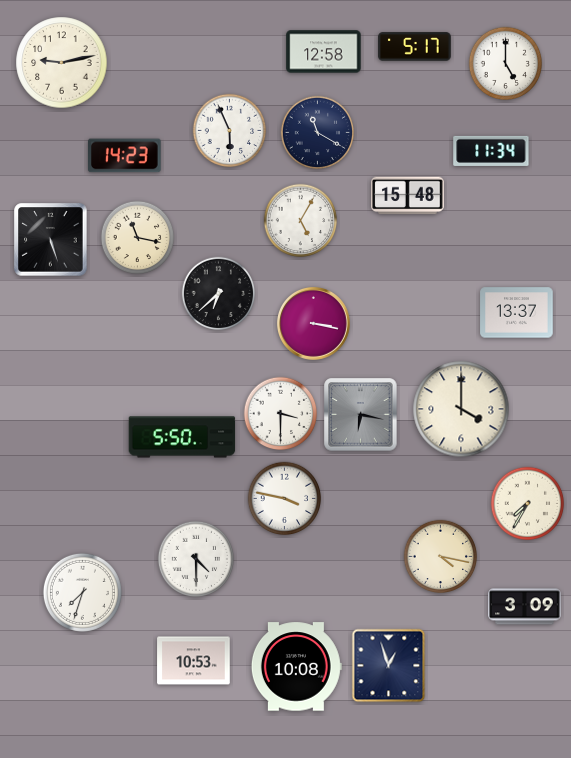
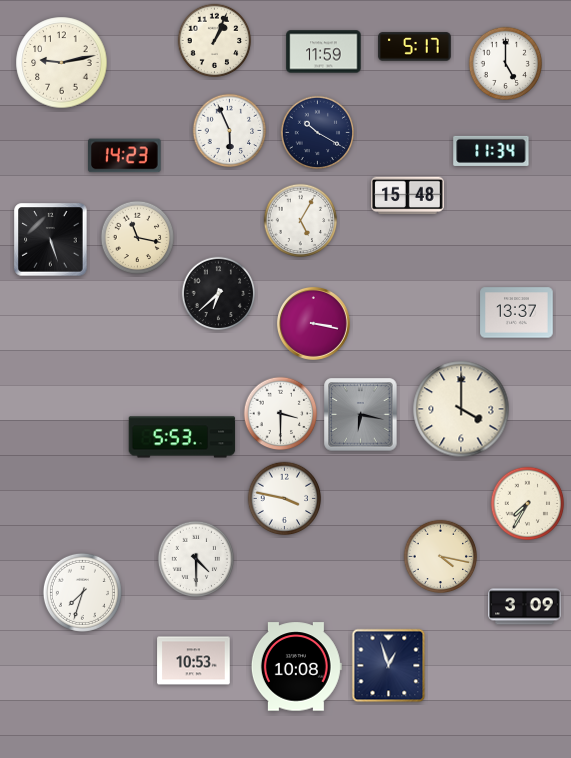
clock at (215, 41): none -> 1:04
clock at (324, 52): 12:58 -> 11:59
clock at (318, 133): 11:20 -> 10:20
clock at (182, 437): 5:50 -> 5:53
